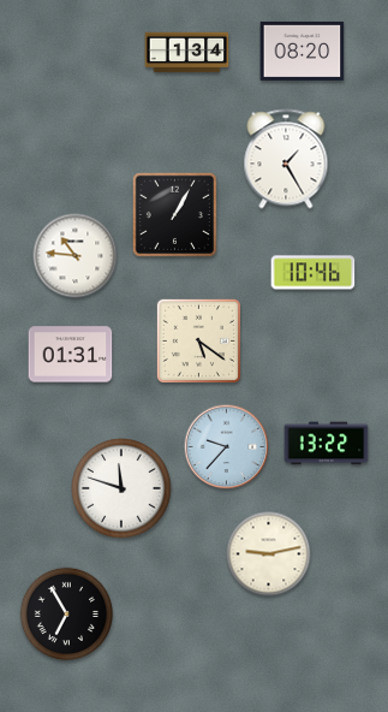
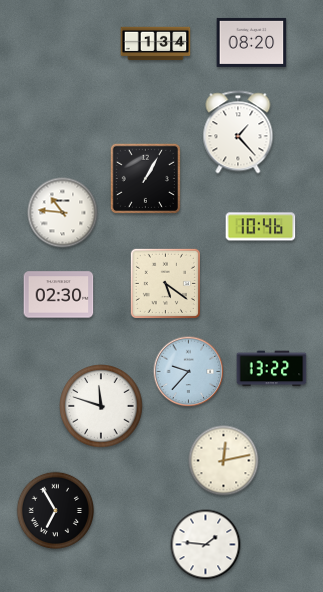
clock at (286, 159): 1:25 -> 1:23
clock at (71, 355): 01:31 -> 02:30
clock at (269, 554): 9:13 -> 12:13
clock at (206, 545): none -> 1:46
